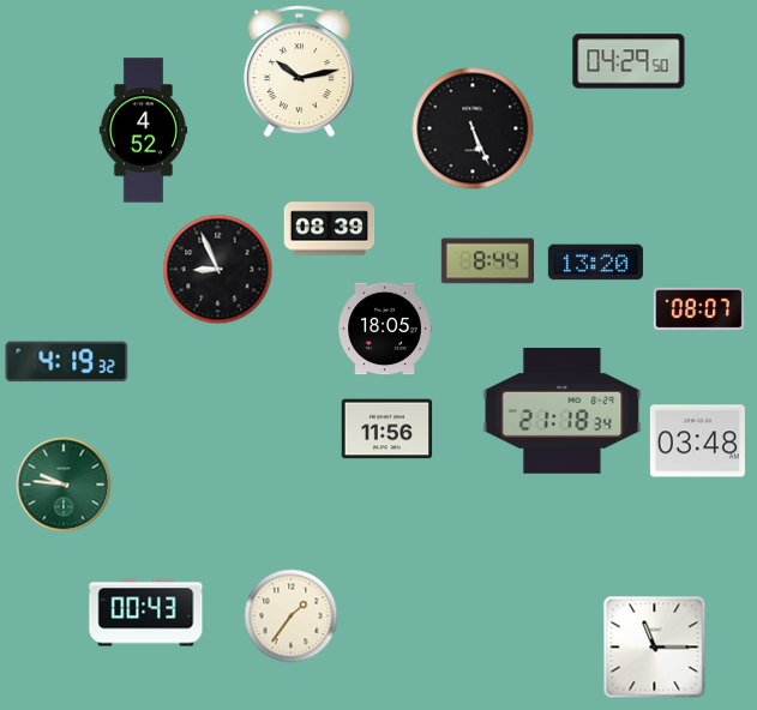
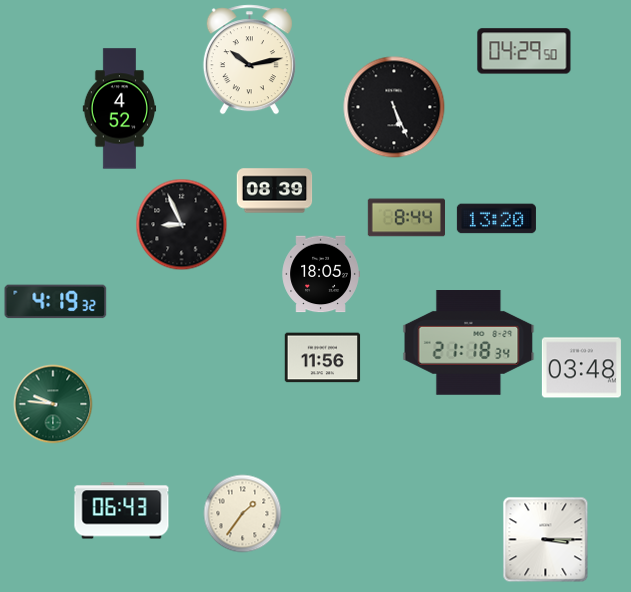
clock at (699, 309): 08:07 -> none
clock at (146, 613): 00:43 -> 06:43
clock at (655, 648): 11:15 -> 3:15
